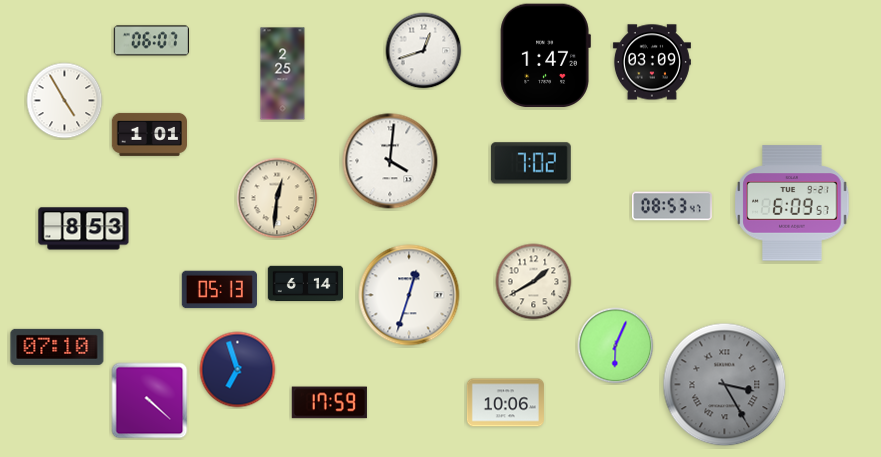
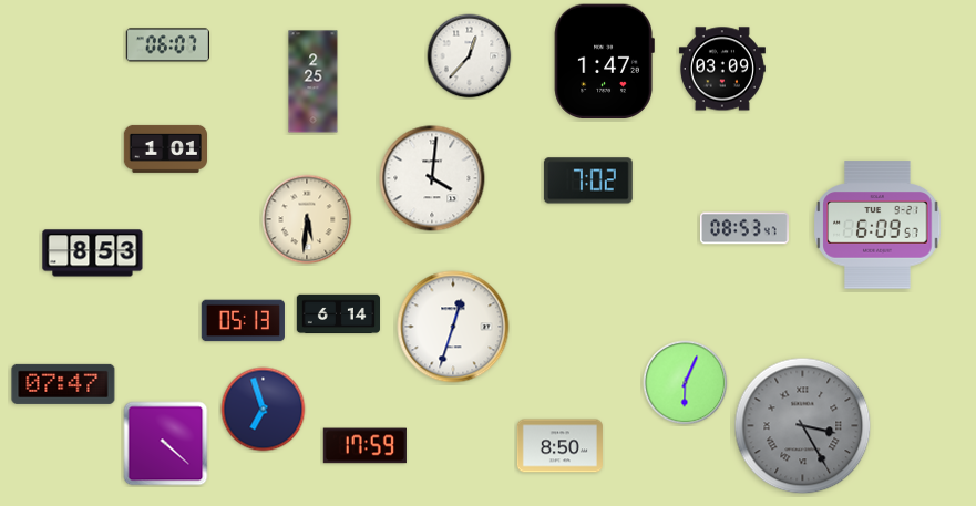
clock at (424, 51): 12:42 -> 12:37
clock at (65, 101): 4:55 -> none
clock at (277, 198): 12:31 -> 5:31
clock at (534, 282): 1:40 -> none
clock at (616, 346) position: (616, 346) -> (686, 383)
clock at (57, 347): 07:10 -> 07:47
clock at (505, 403): 10:06 -> 8:50
